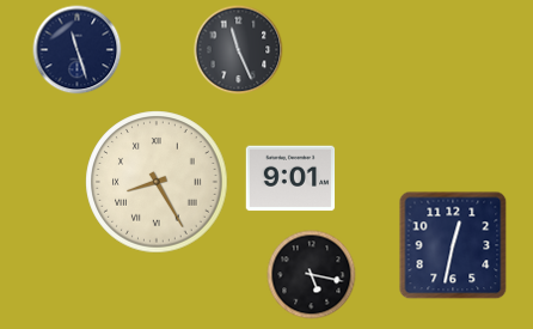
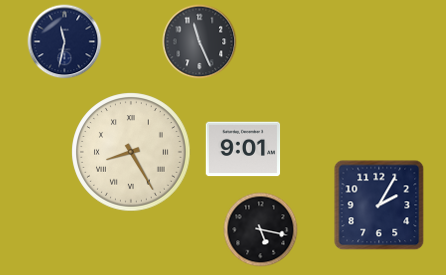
clock at (78, 50): 11:27 -> 11:32
clock at (453, 245): 12:32 -> 2:05
